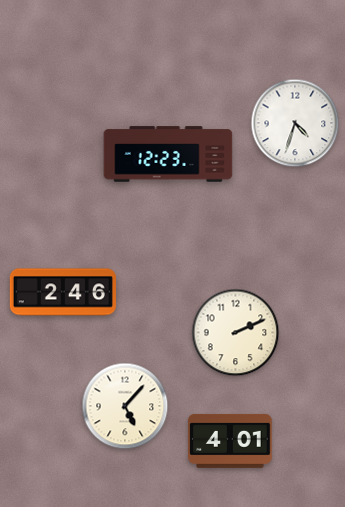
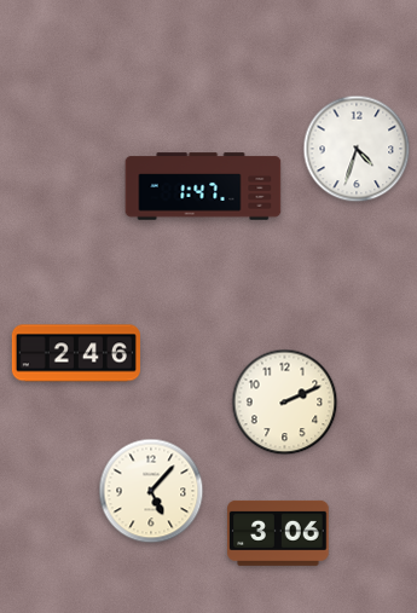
clock at (168, 154): 12:23 -> 1:47
clock at (230, 441): 4:01 -> 3:06
